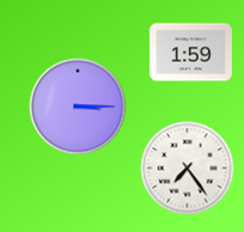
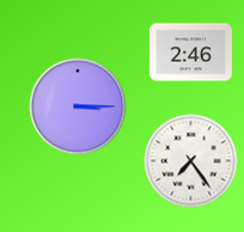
clock at (190, 53): 1:59 -> 2:46
clock at (188, 169) position: (188, 169) -> (191, 161)
